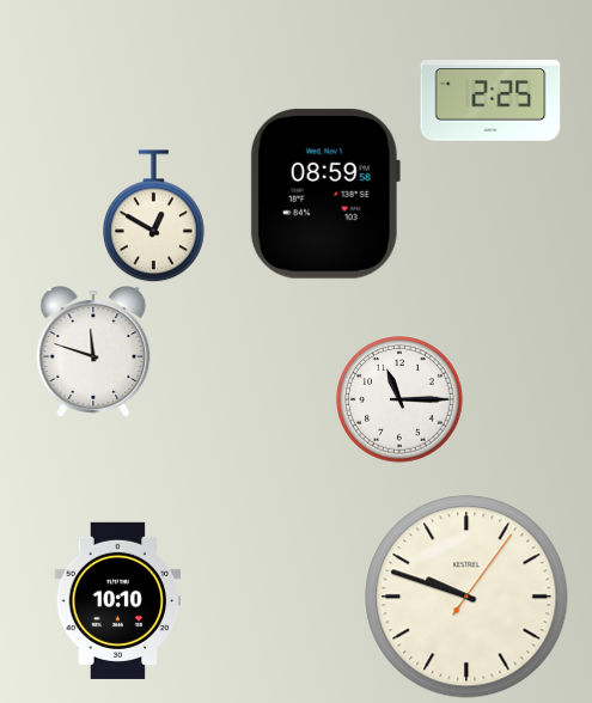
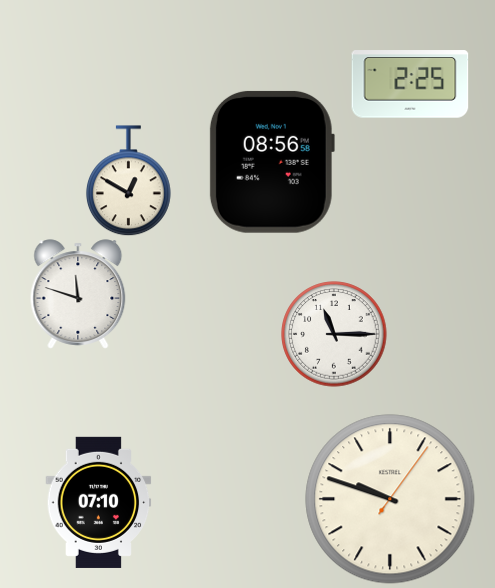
clock at (325, 194): 08:59 -> 08:56
clock at (118, 600): 10:10 -> 07:10
